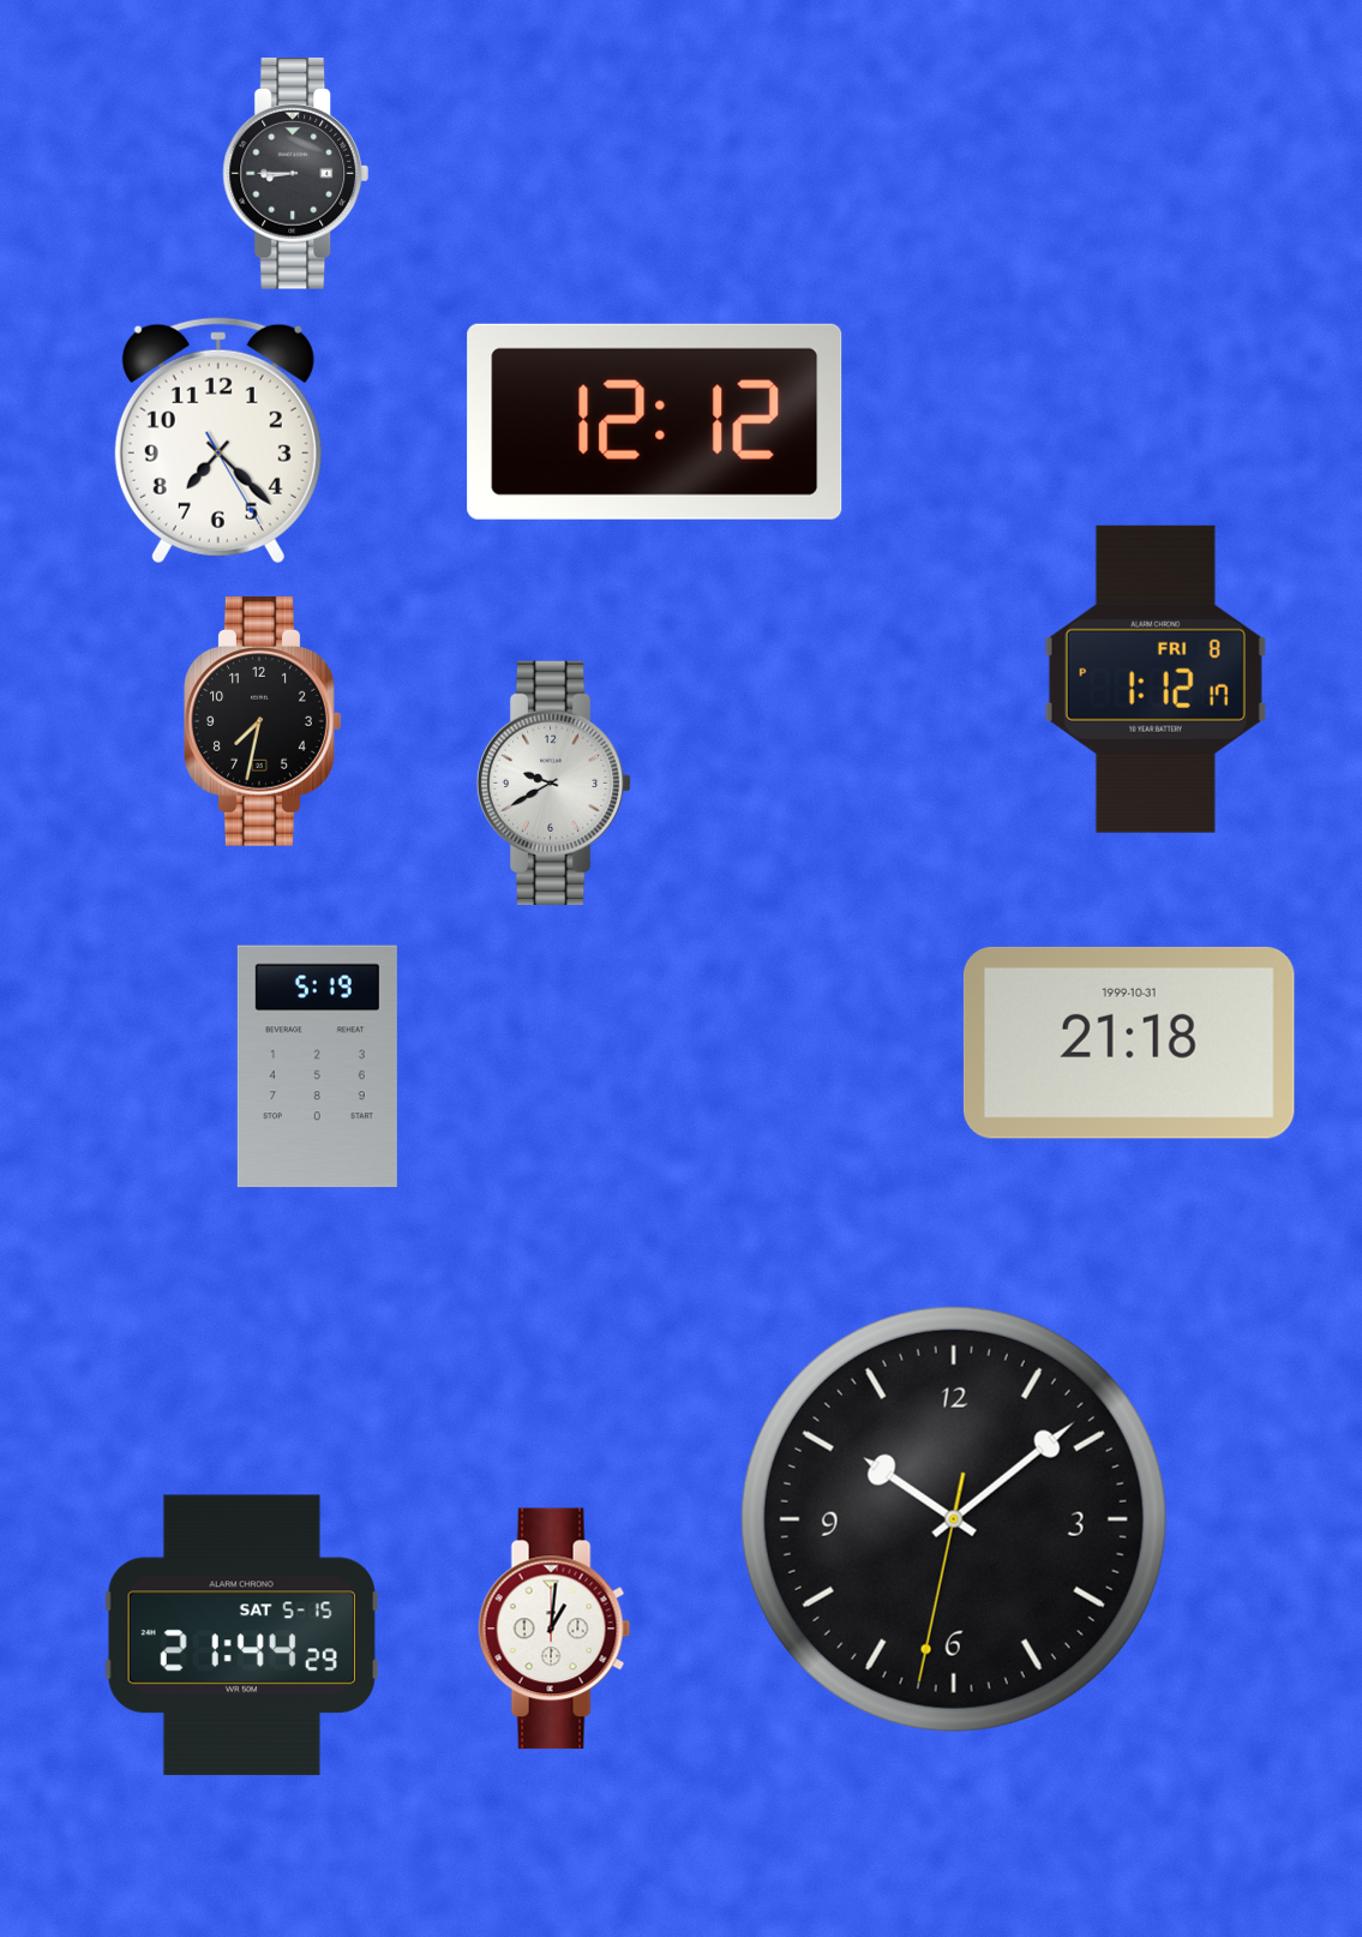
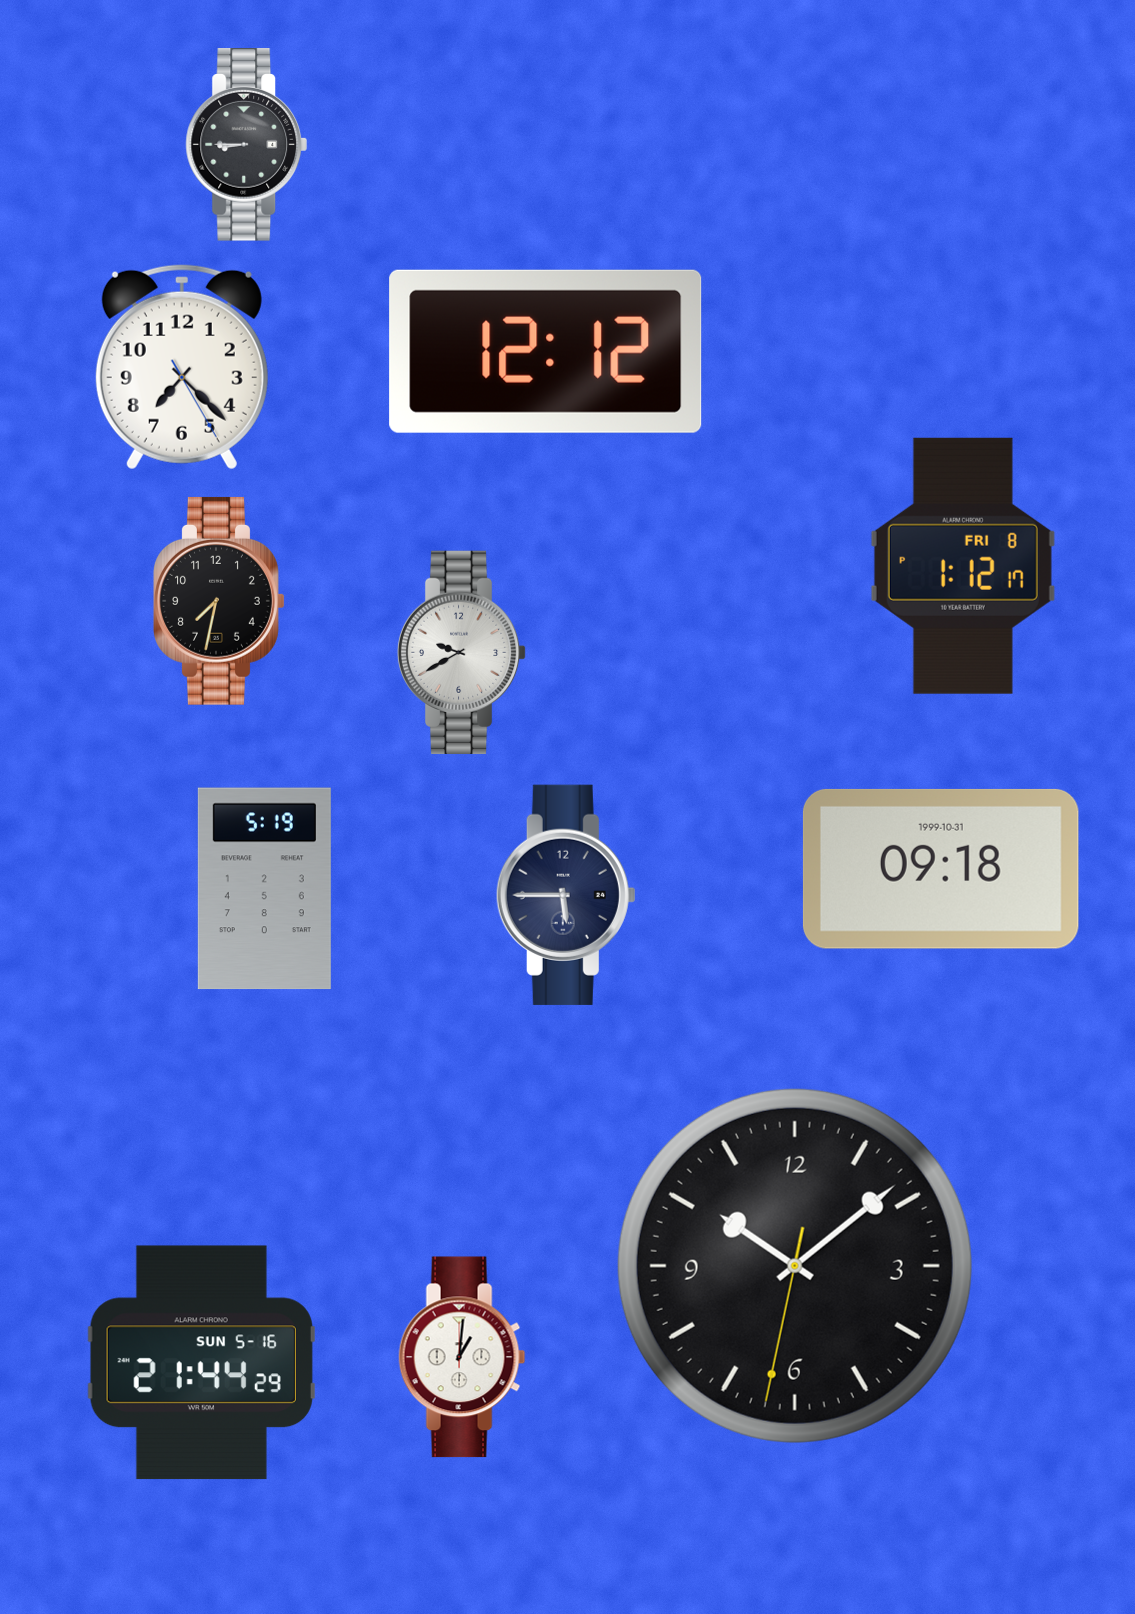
clock at (1129, 1043): 21:18 -> 09:18
clock at (566, 895): none -> 5:45
clock at (241, 1636) date: SAT 5-15 -> SUN 5-16
